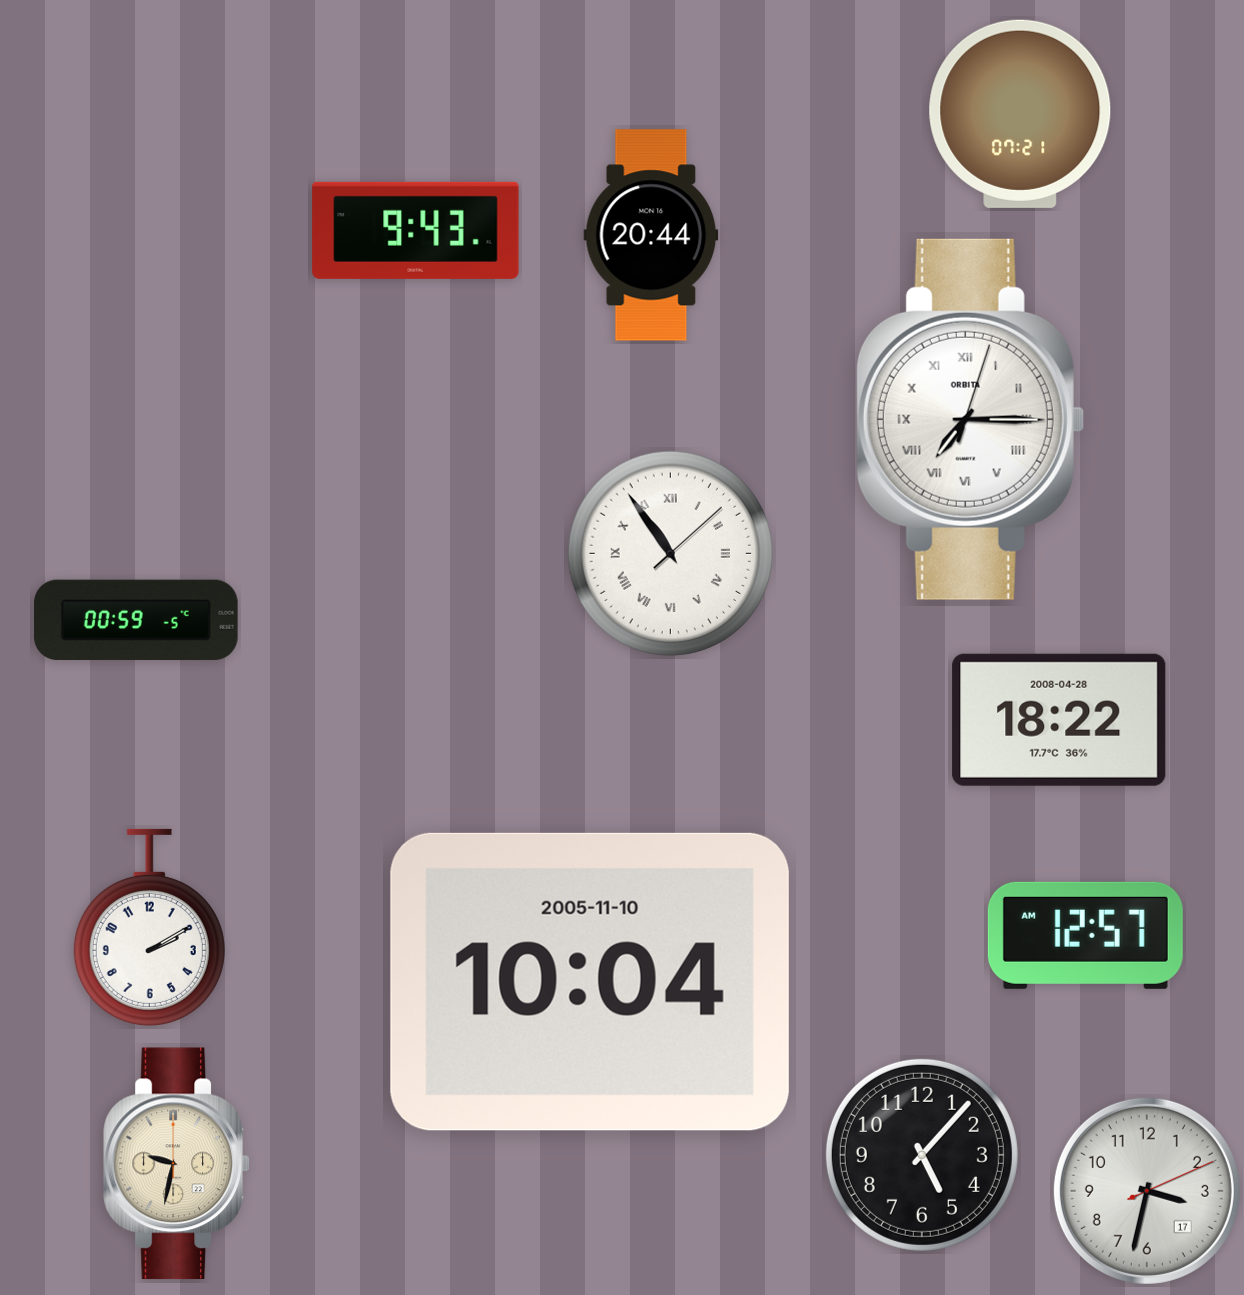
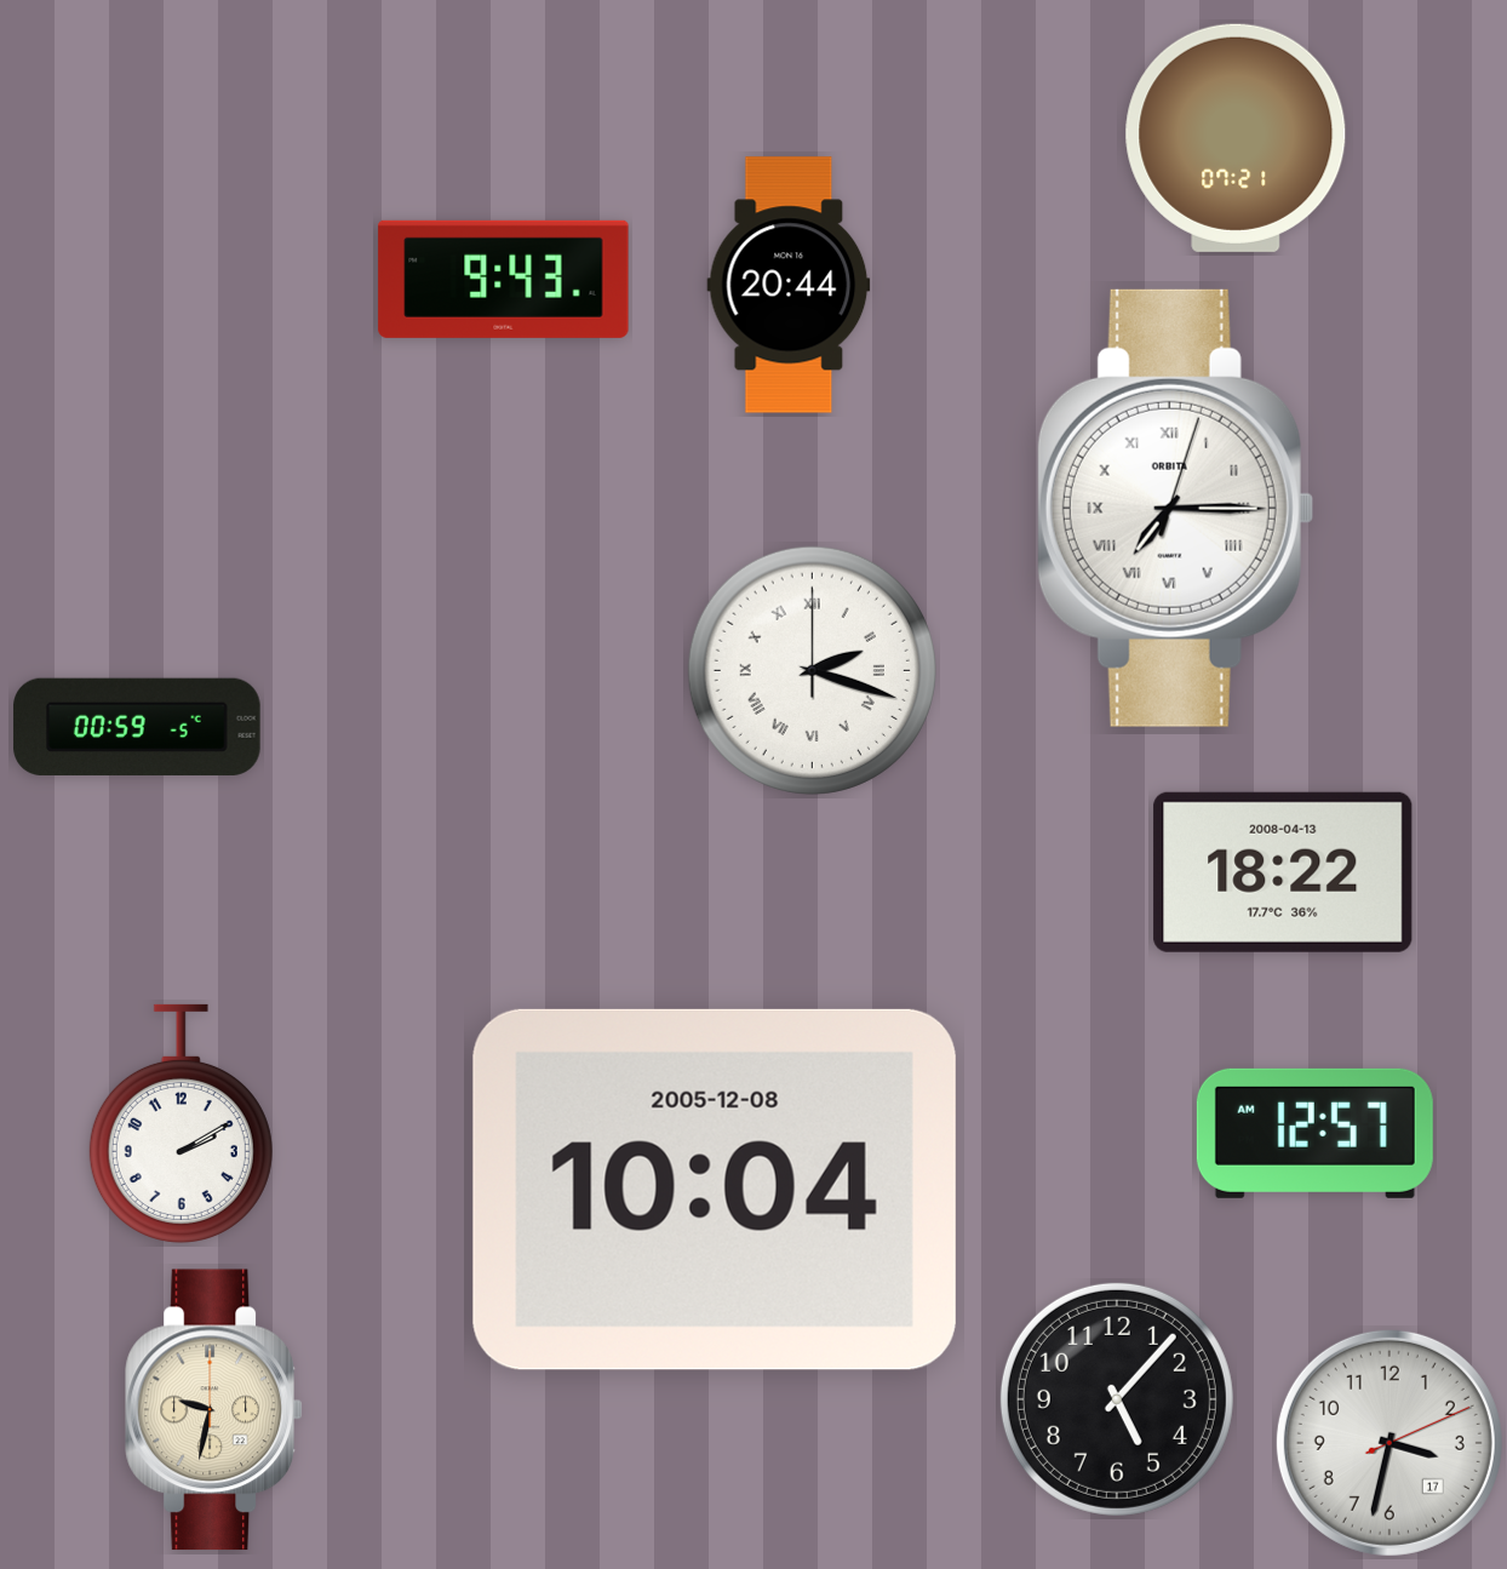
clock at (670, 553): 10:54 -> 2:18
clock at (136, 619) position: (136, 619) -> (137, 726)
clock at (1059, 720) date: 2008-04-28 -> 2008-04-13
clock at (590, 982) date: 2005-11-10 -> 2005-12-08
